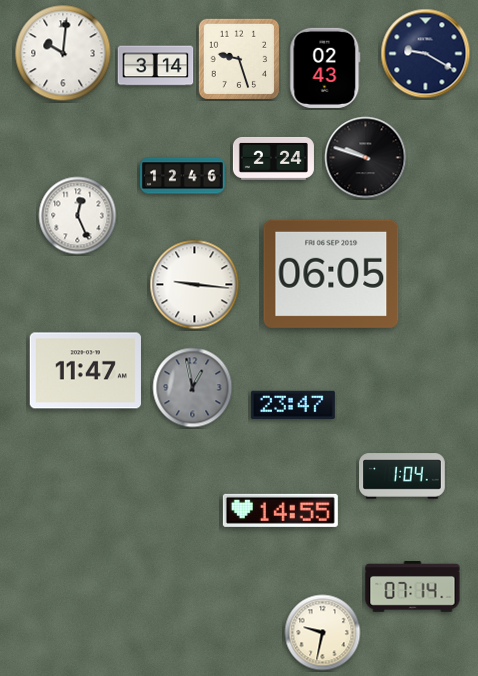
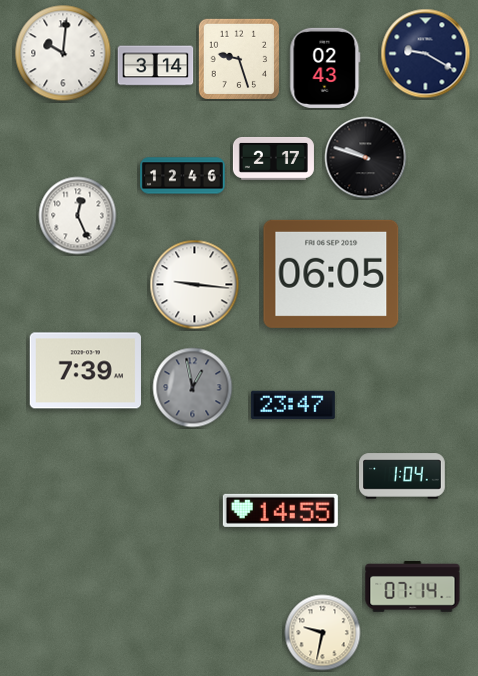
clock at (273, 158): 2:24 -> 2:17
clock at (85, 371): 11:47 -> 7:39
